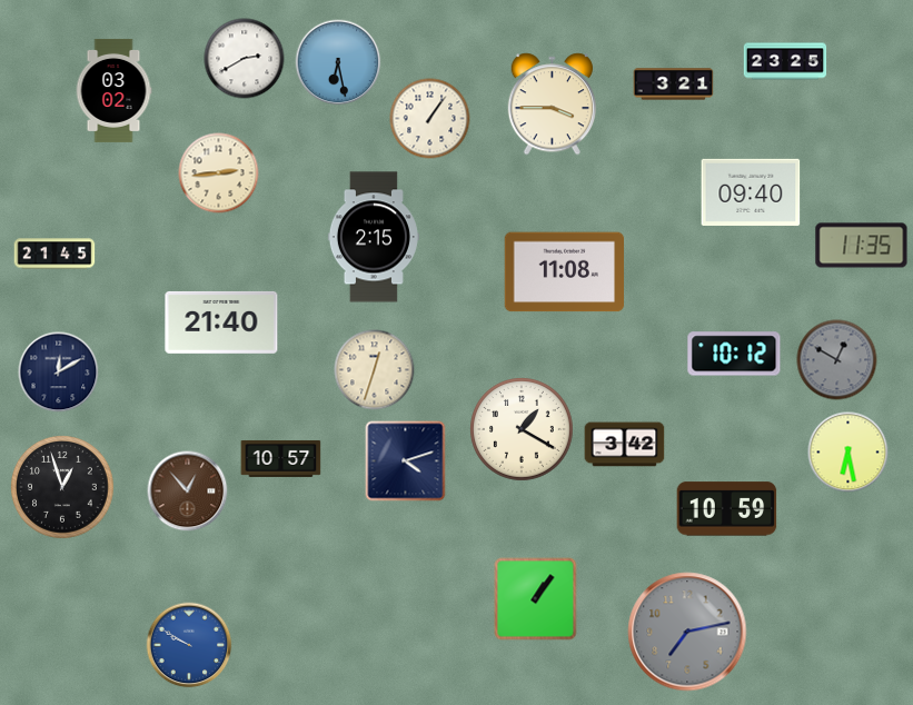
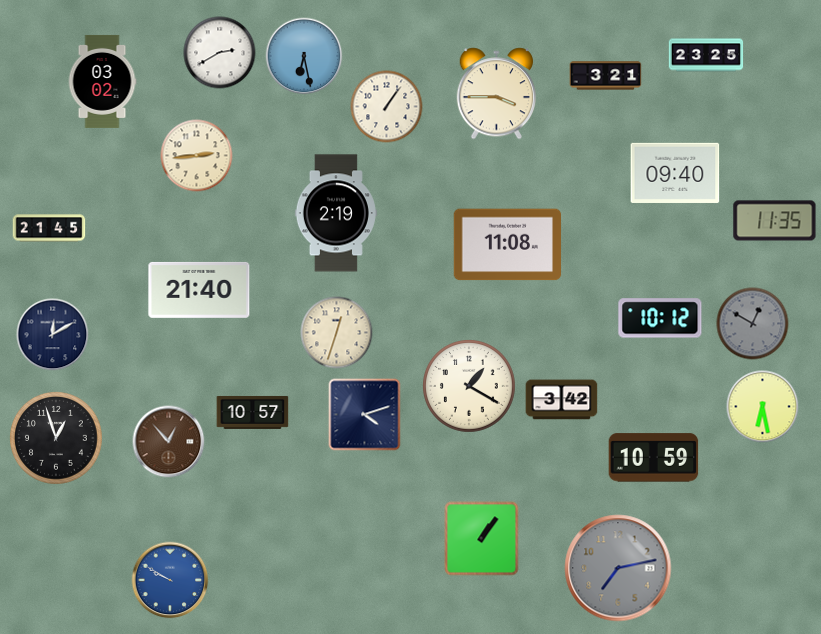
clock at (374, 237): 2:15 -> 2:19
